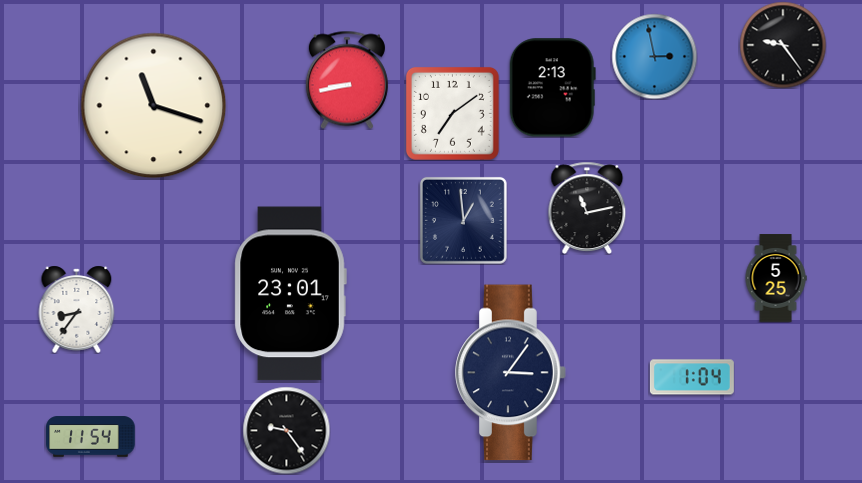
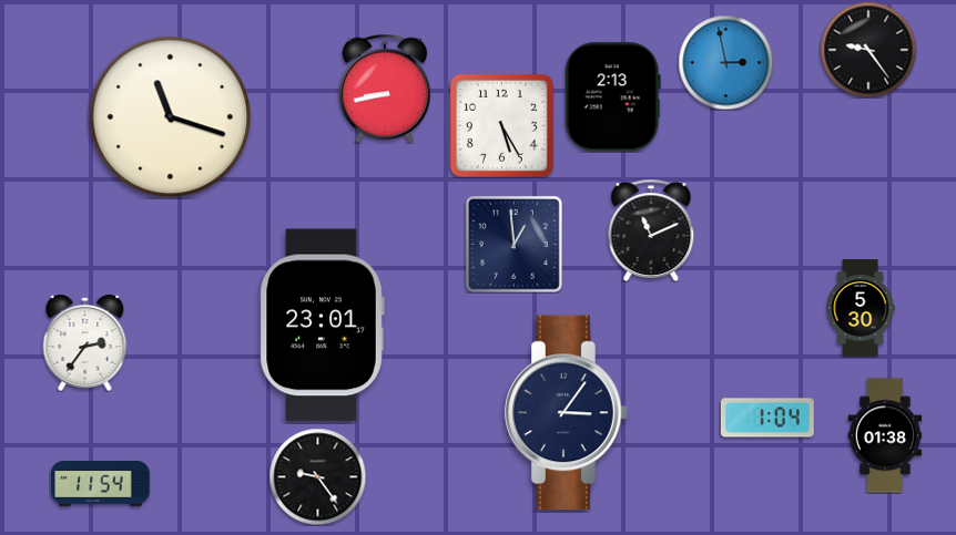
clock at (452, 113): 7:09 -> 5:25
clock at (587, 208): 11:13 -> 11:11
clock at (776, 278): 5:25 -> 5:30
clock at (77, 309): 8:36 -> 2:36
clock at (885, 435): none -> 01:38
